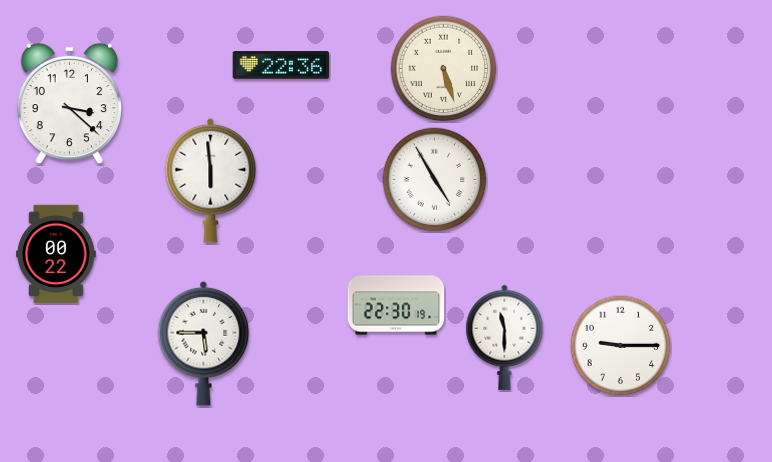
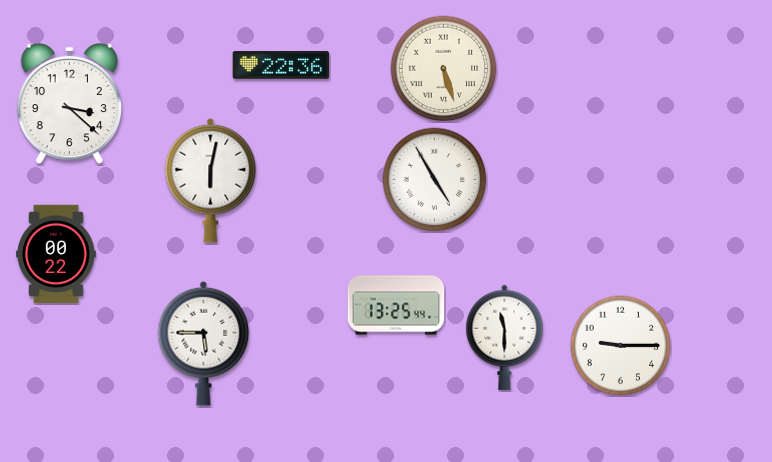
clock at (211, 180): 5:59 -> 6:02
clock at (396, 305): 22:30 -> 13:25
